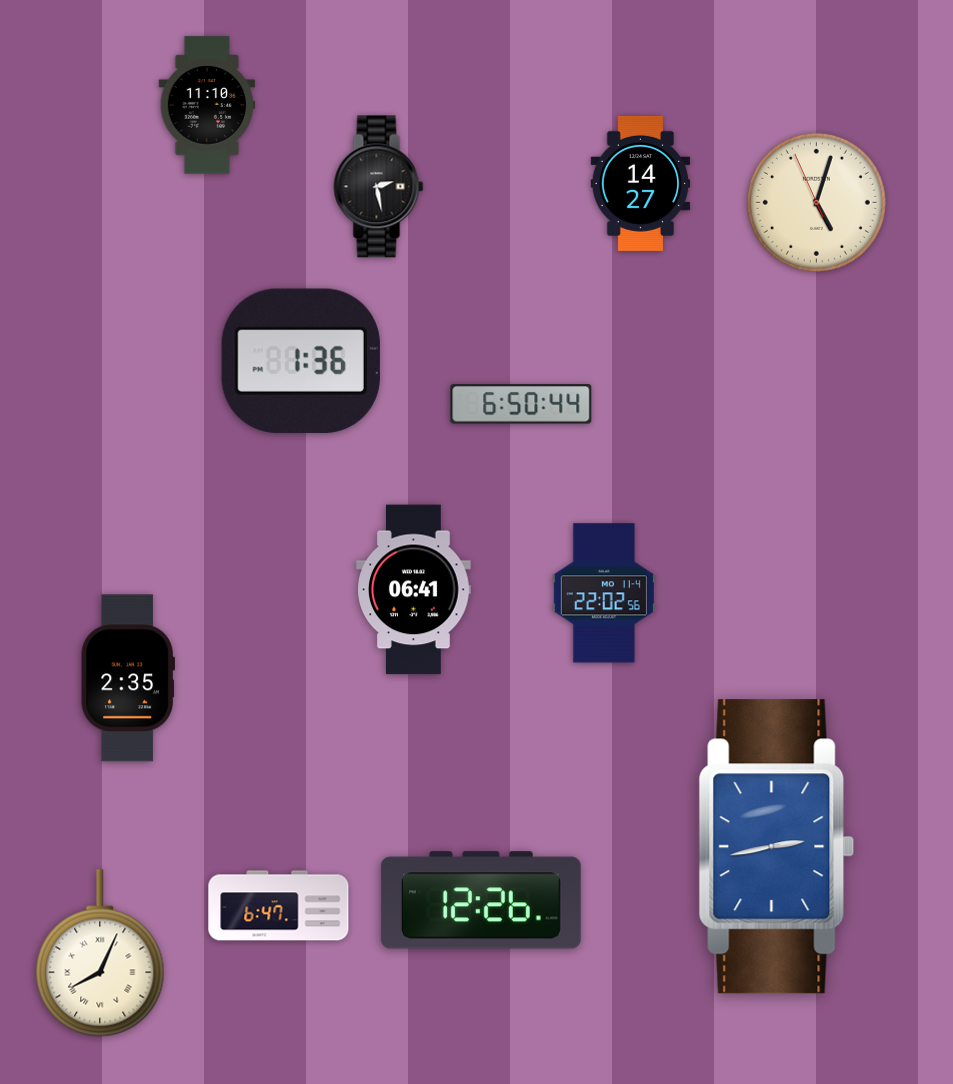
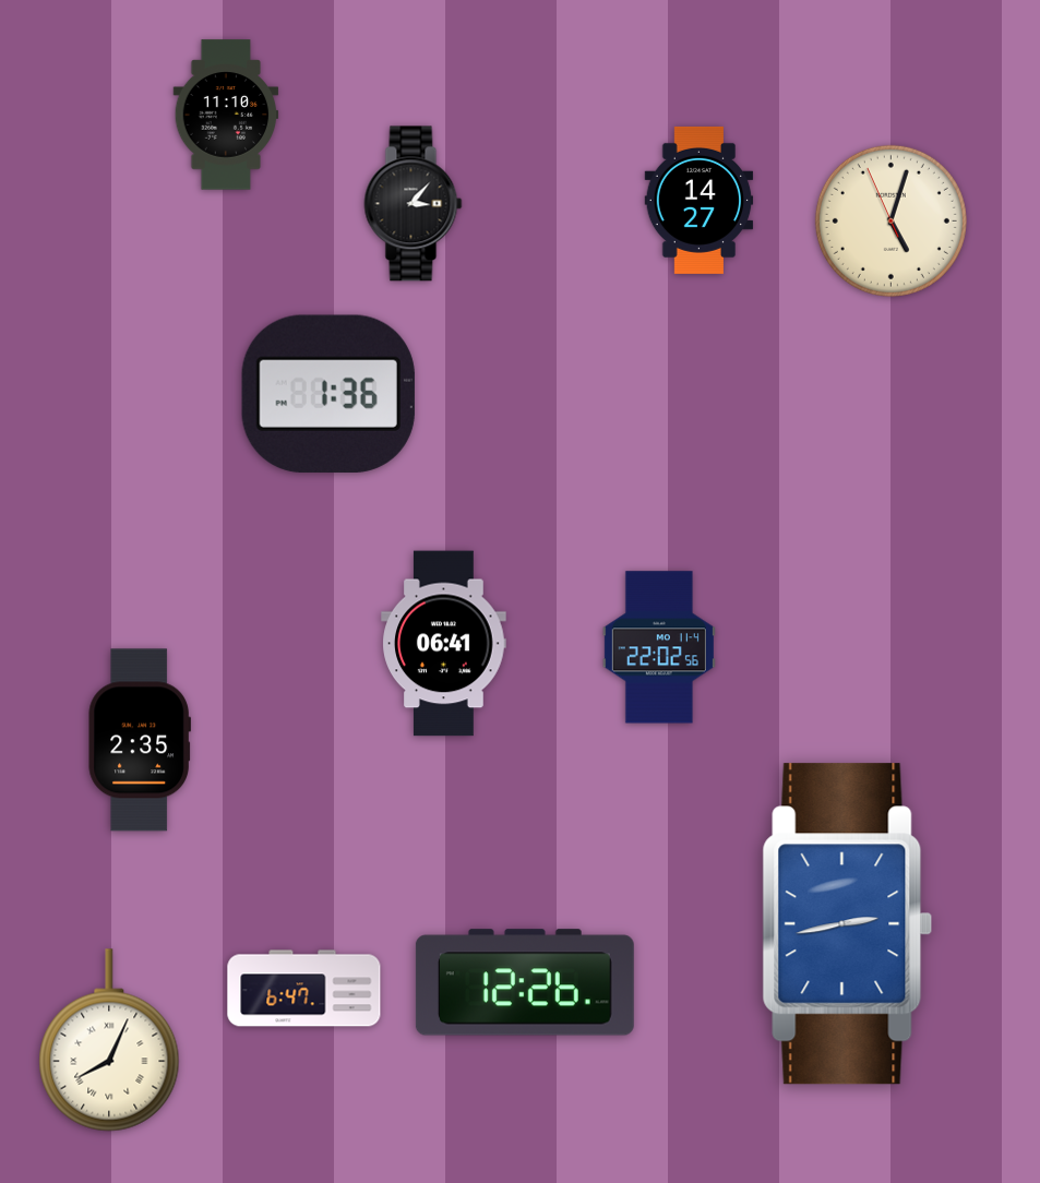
clock at (379, 187): 2:28 -> 3:07
clock at (521, 404): 6:50 -> none
clock at (414, 590) position: (414, 590) -> (444, 644)
